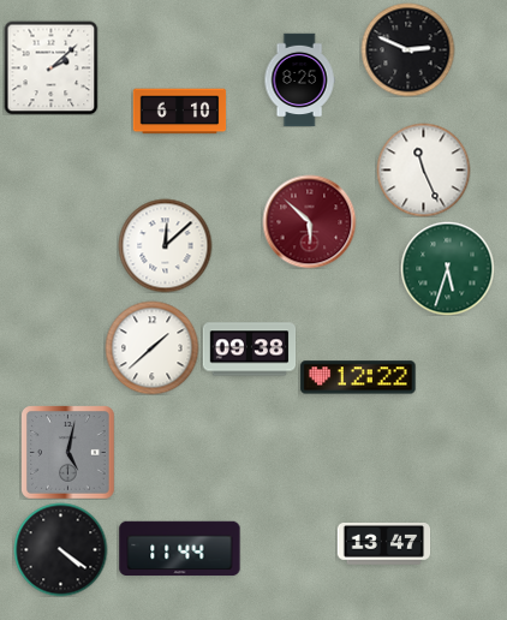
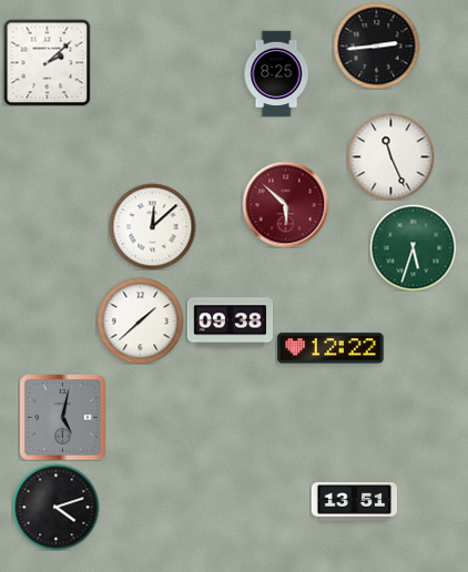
clock at (407, 49): 2:49 -> 2:44
clock at (179, 112): 6:10 -> none
clock at (383, 544): 13:47 -> 13:51
clock at (60, 549): 4:21 -> 4:12
clock at (180, 549): 11:44 -> none
